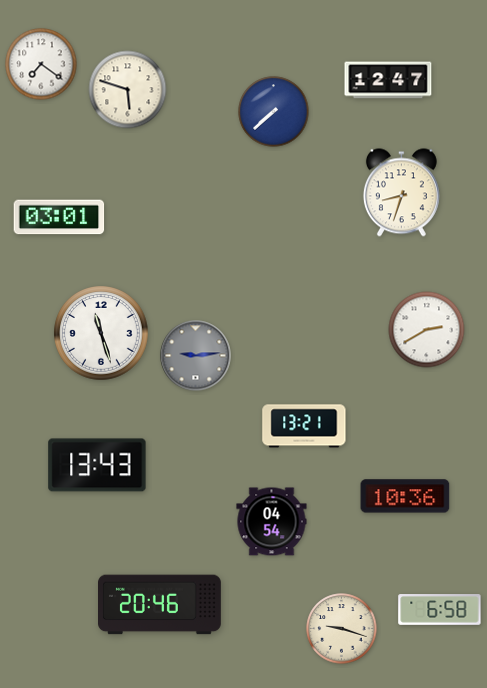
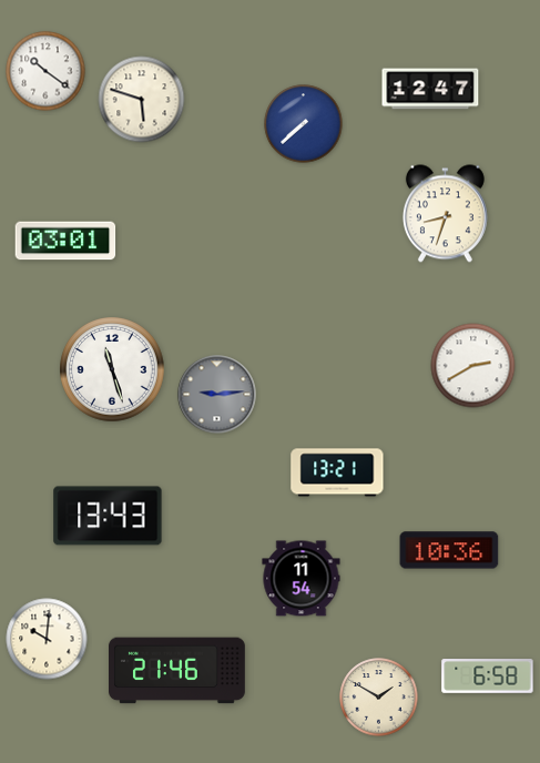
clock at (41, 64): 7:21 -> 10:21
clock at (272, 522): 04:54 -> 11:54
clock at (47, 639): none -> 10:01
clock at (160, 605): 20:46 -> 21:46
clock at (342, 629): 9:18 -> 1:50
